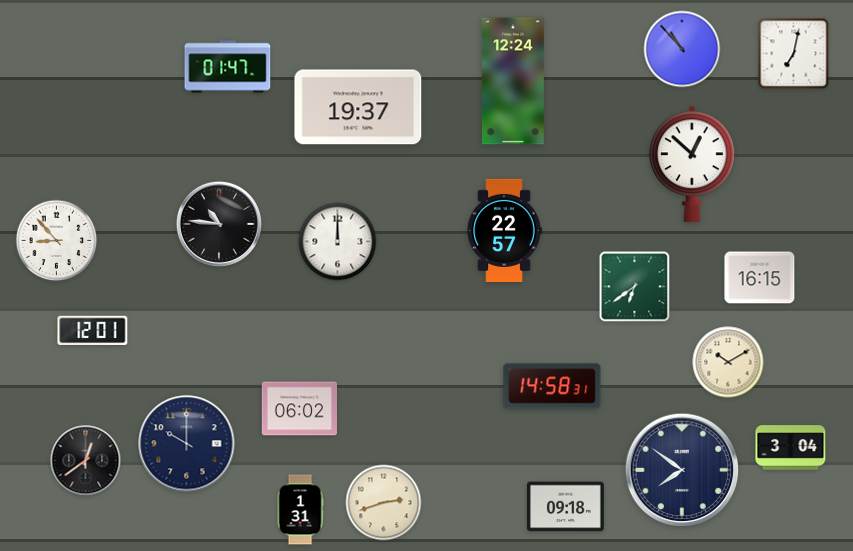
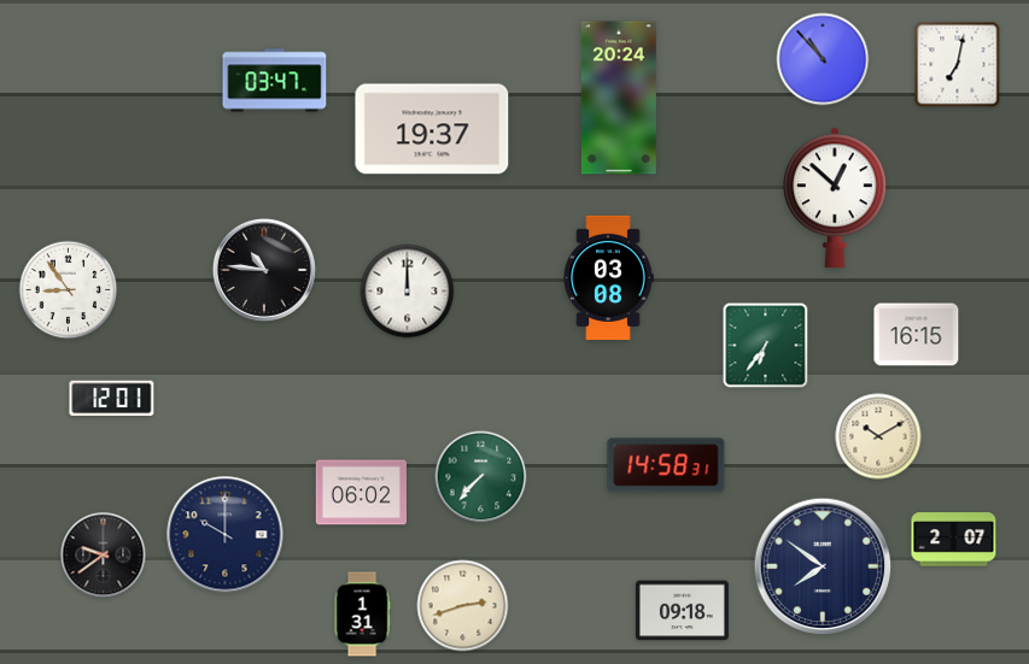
clock at (228, 67): 01:47 -> 03:47
clock at (513, 81): 12:24 -> 20:24
clock at (504, 230): 22:57 -> 03:08
clock at (57, 241): 8:53 -> 8:54
clock at (635, 287): 6:39 -> 6:36
clock at (481, 477): none -> 7:37
clock at (791, 448): 3:04 -> 2:07
clock at (86, 461): 12:39 -> 9:39
